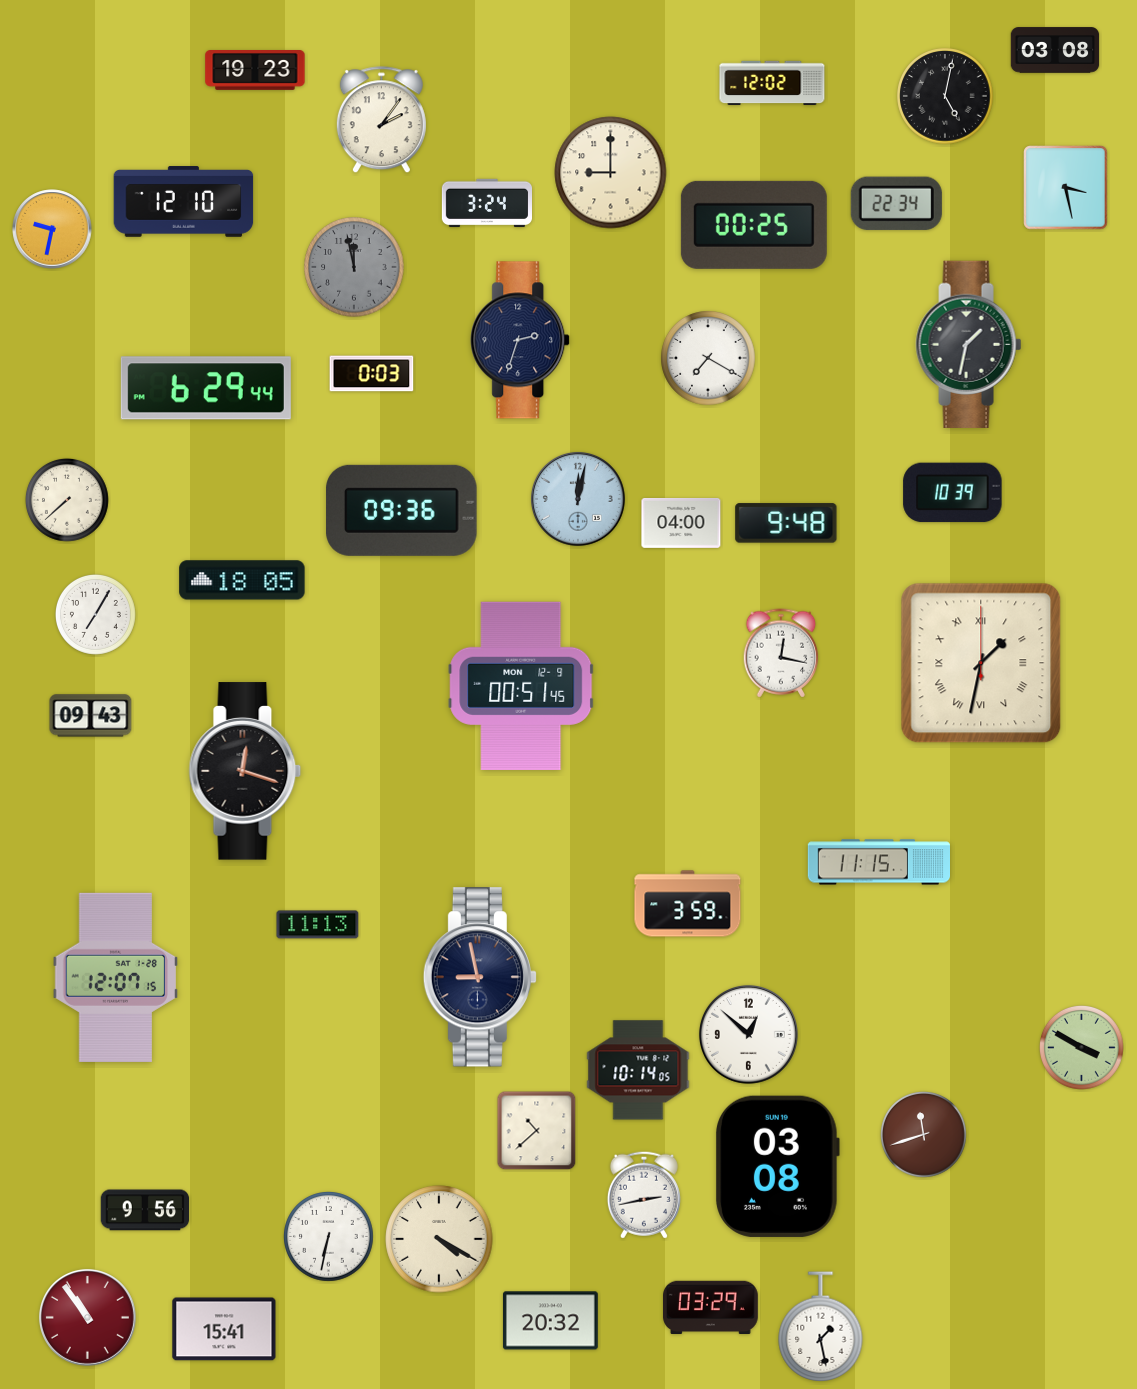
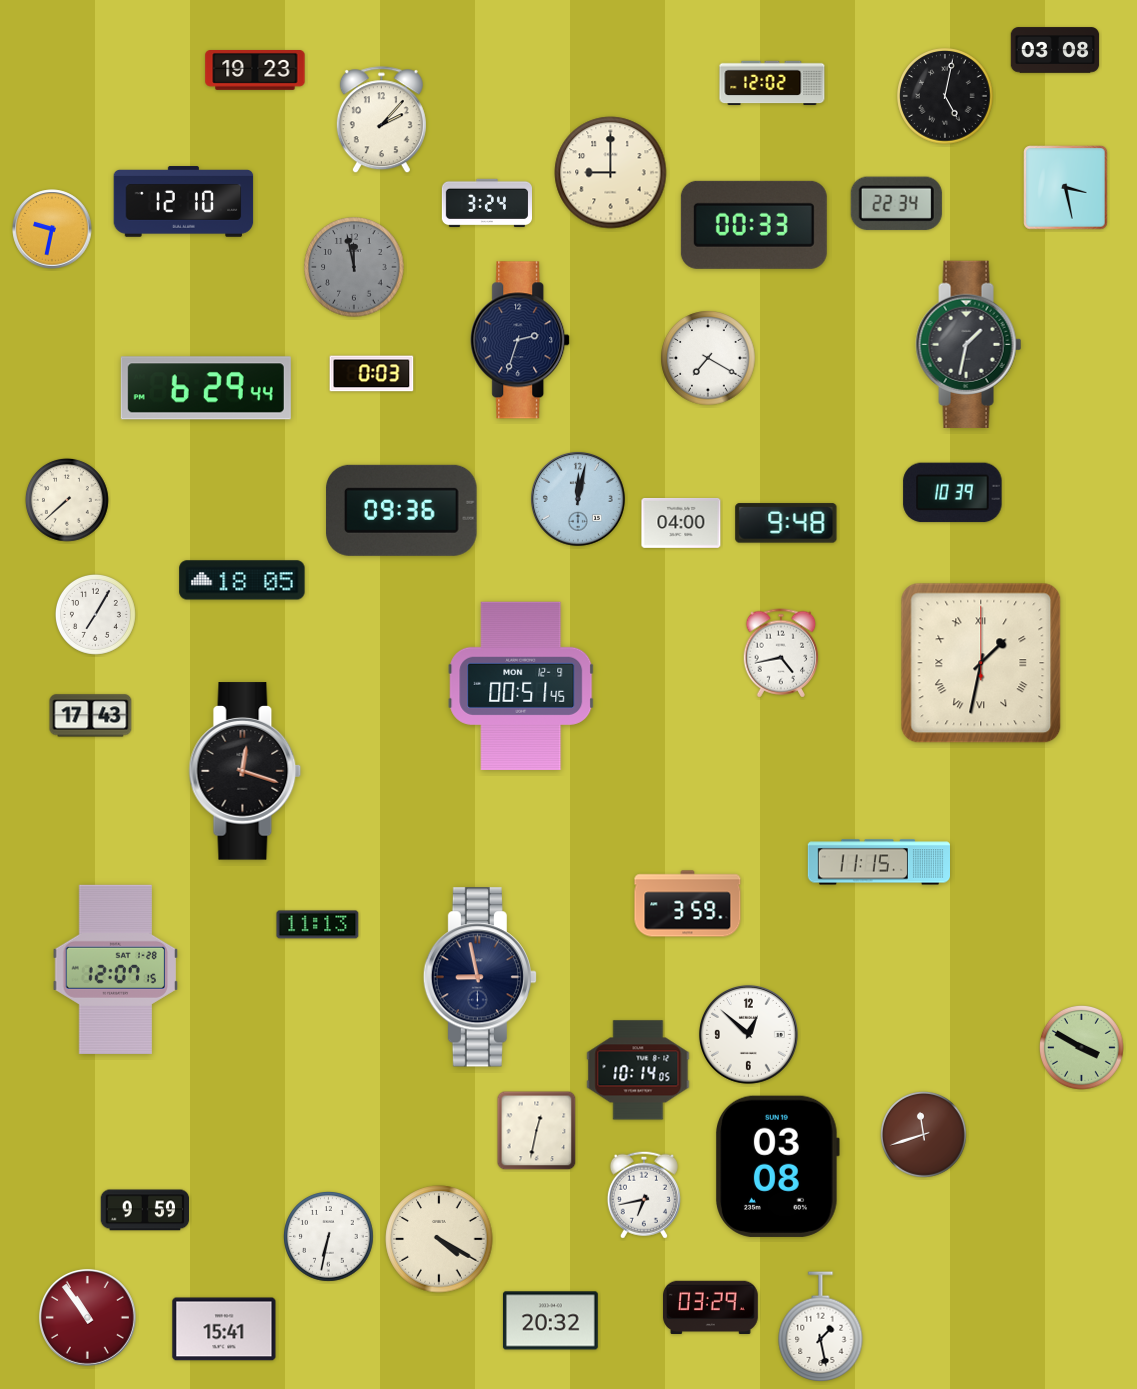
clock at (381, 120): 2:06 -> 2:07
clock at (754, 225): 00:25 -> 00:33
clock at (781, 653): 12:17 -> 4:43
clock at (91, 716): 09:43 -> 17:43
clock at (115, 977) position: (115, 977) -> (115, 969)
clock at (537, 1131): 10:38 -> 12:32
clock at (644, 1195): 2:43 -> 6:43
clock at (145, 1210): 9:56 -> 9:59
